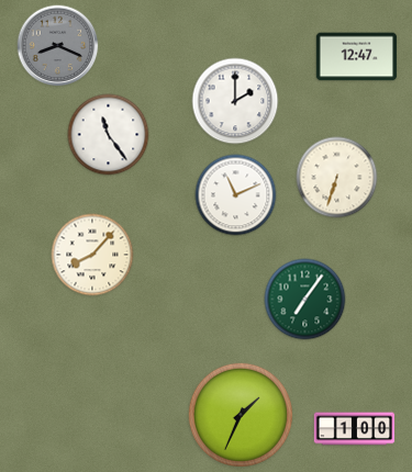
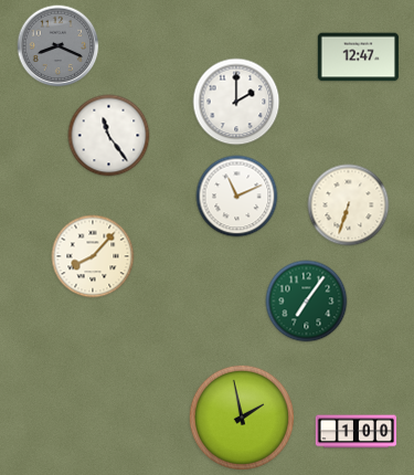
clock at (337, 178) position: (337, 178) -> (349, 205)
clock at (241, 415): 1:34 -> 1:58
